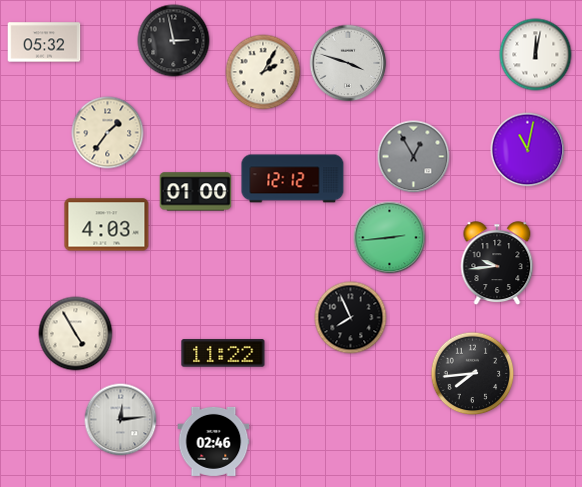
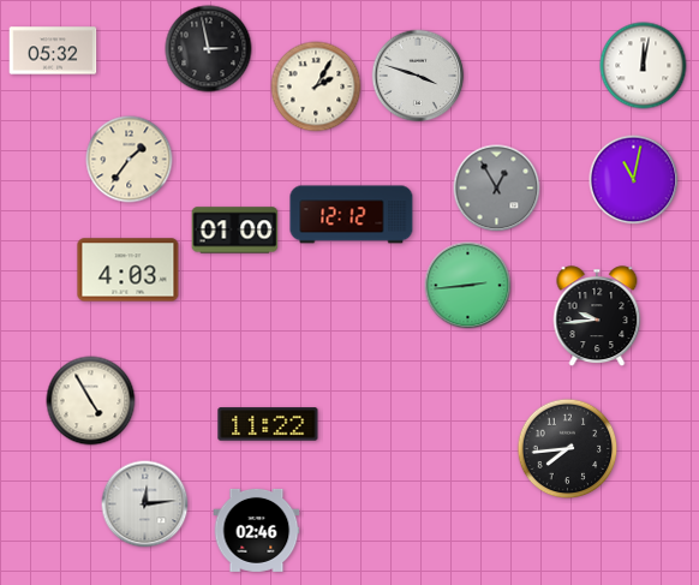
clock at (351, 318): 7:56 -> none
